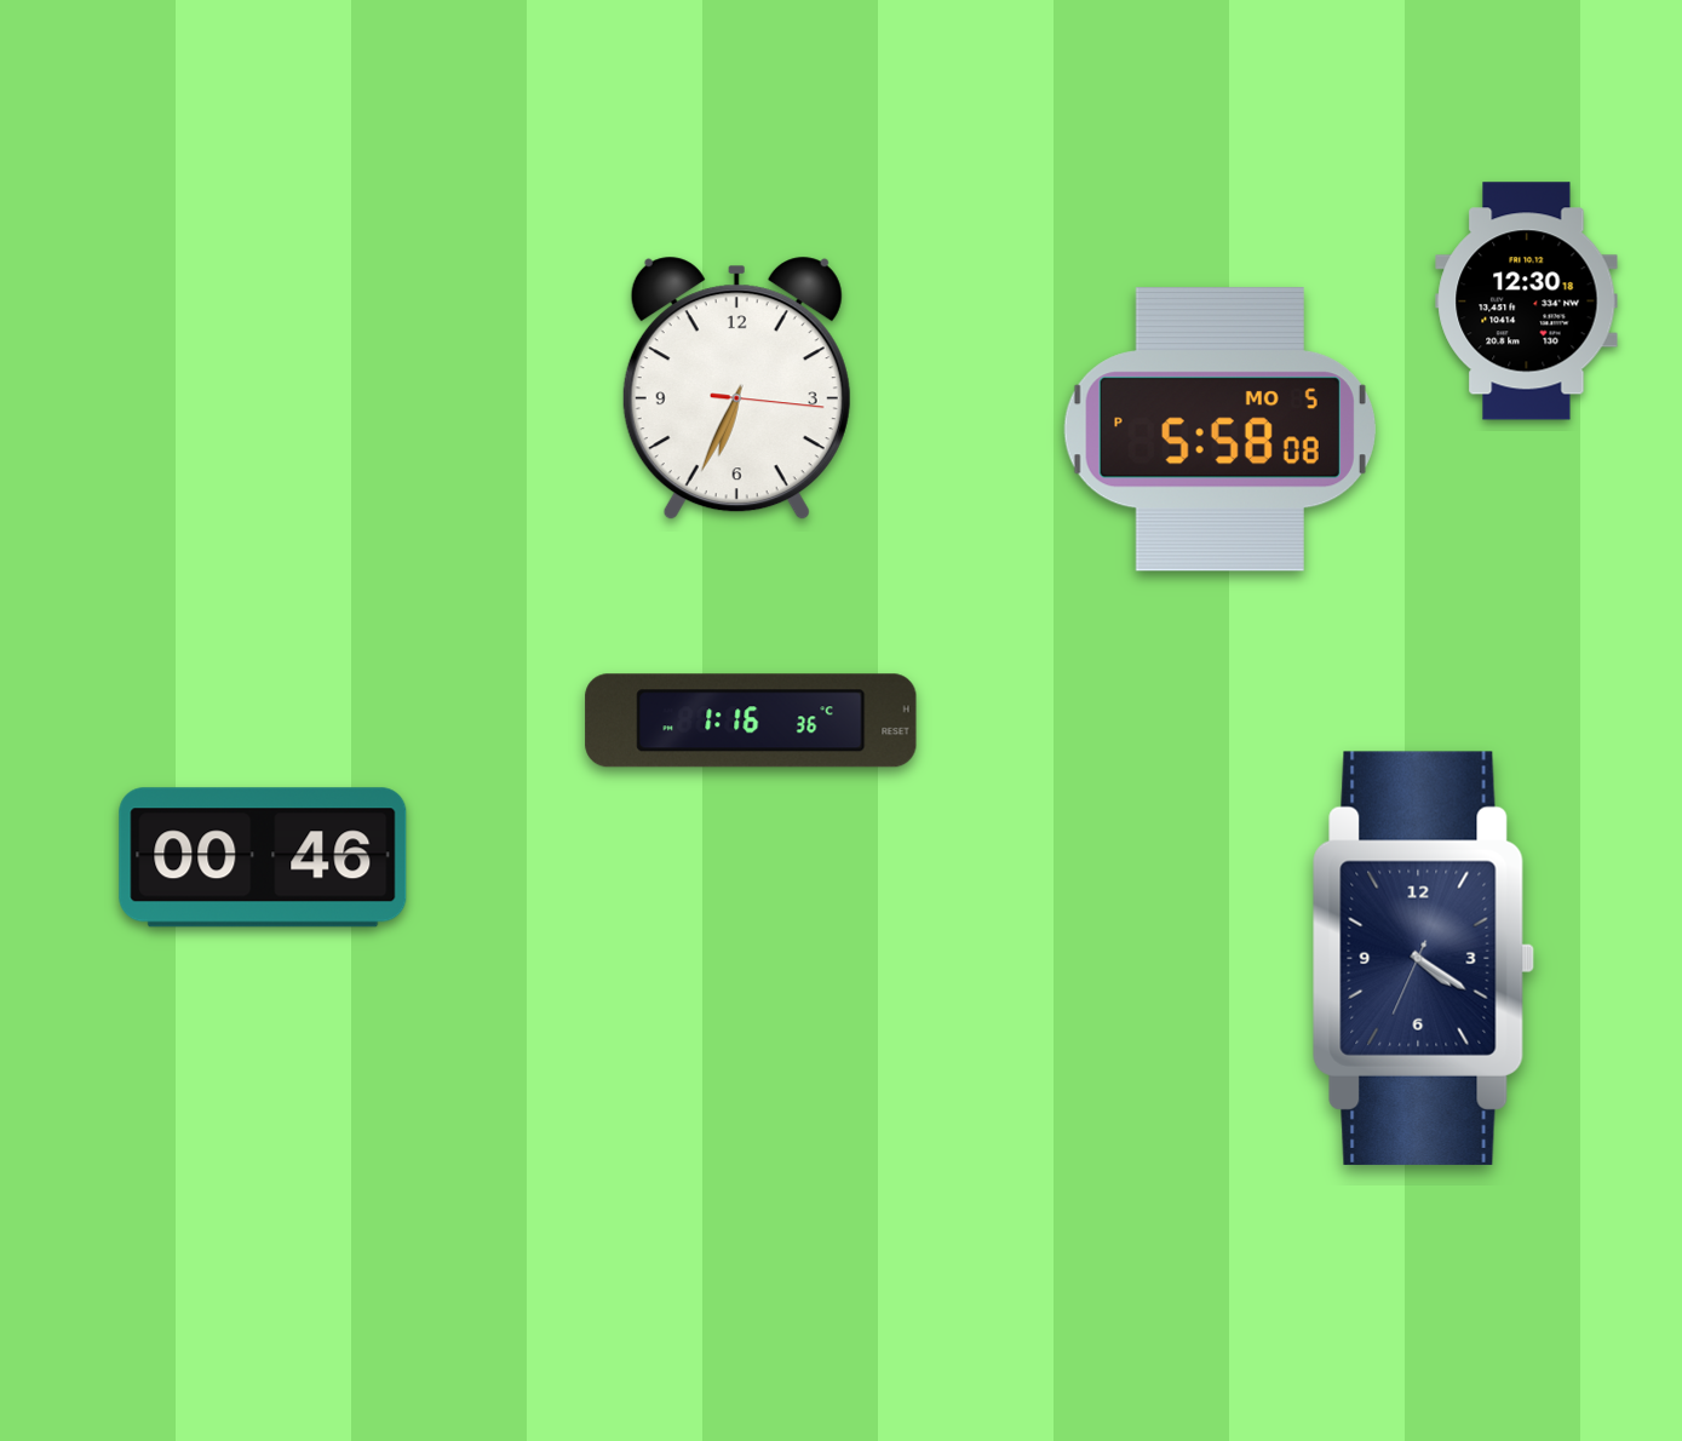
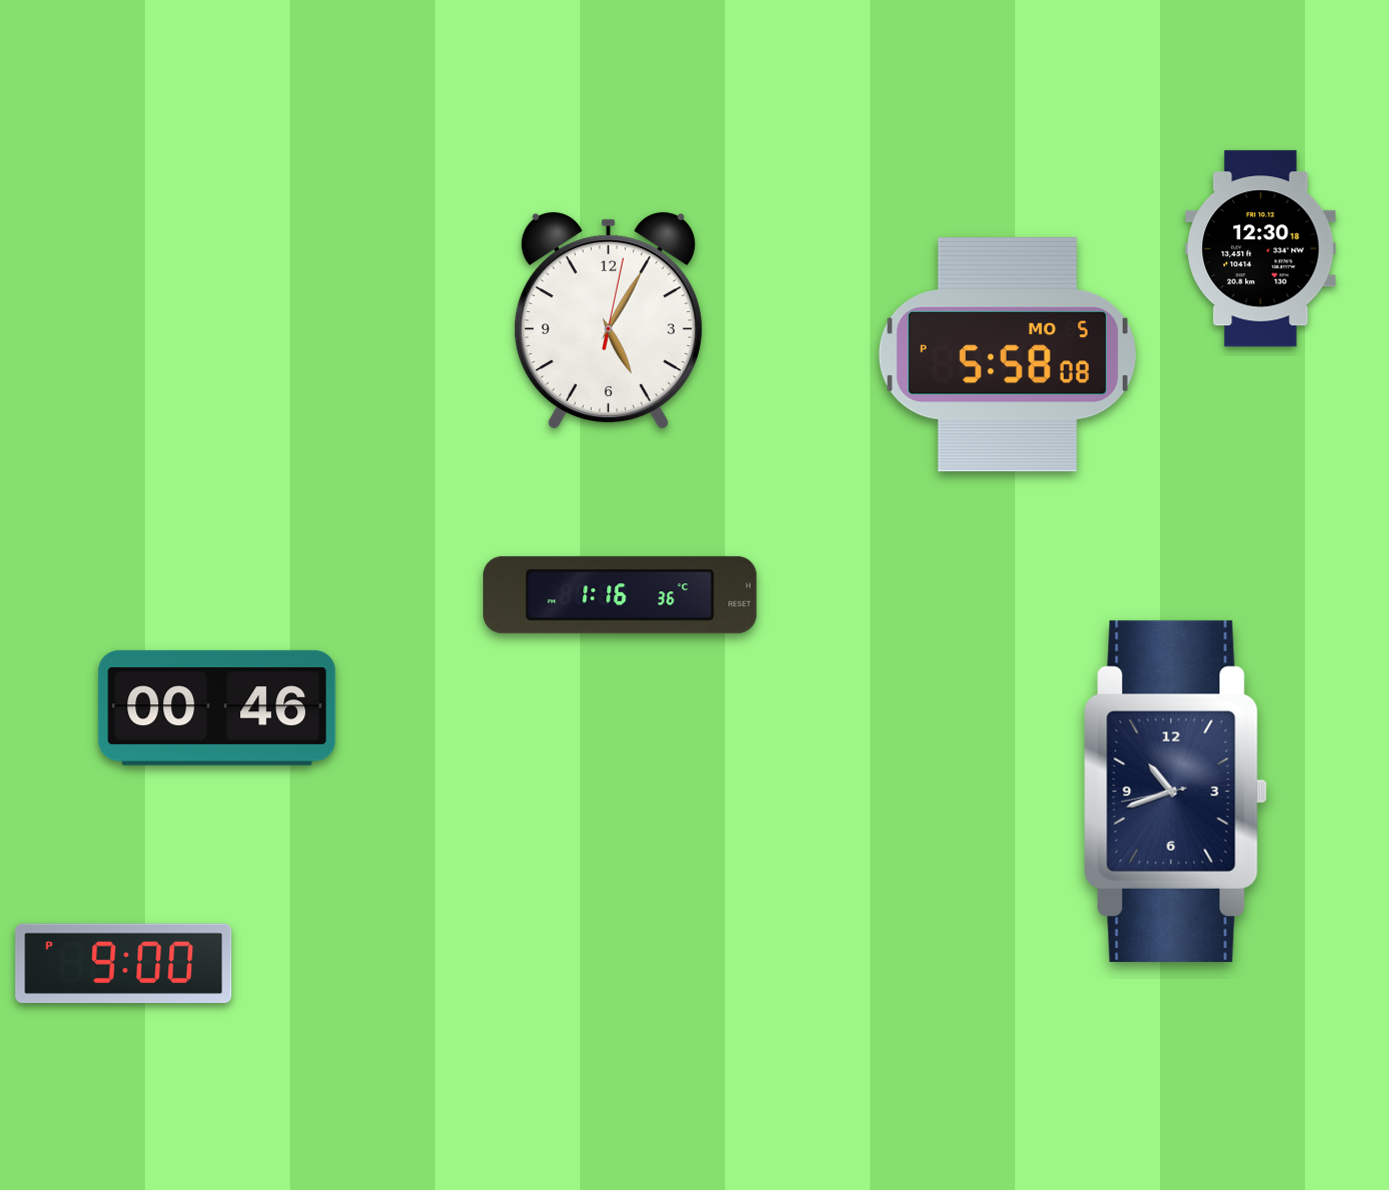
clock at (736, 389): 6:34 -> 5:05
clock at (1423, 958): 4:20 -> 10:41
clock at (124, 963): none -> 9:00
